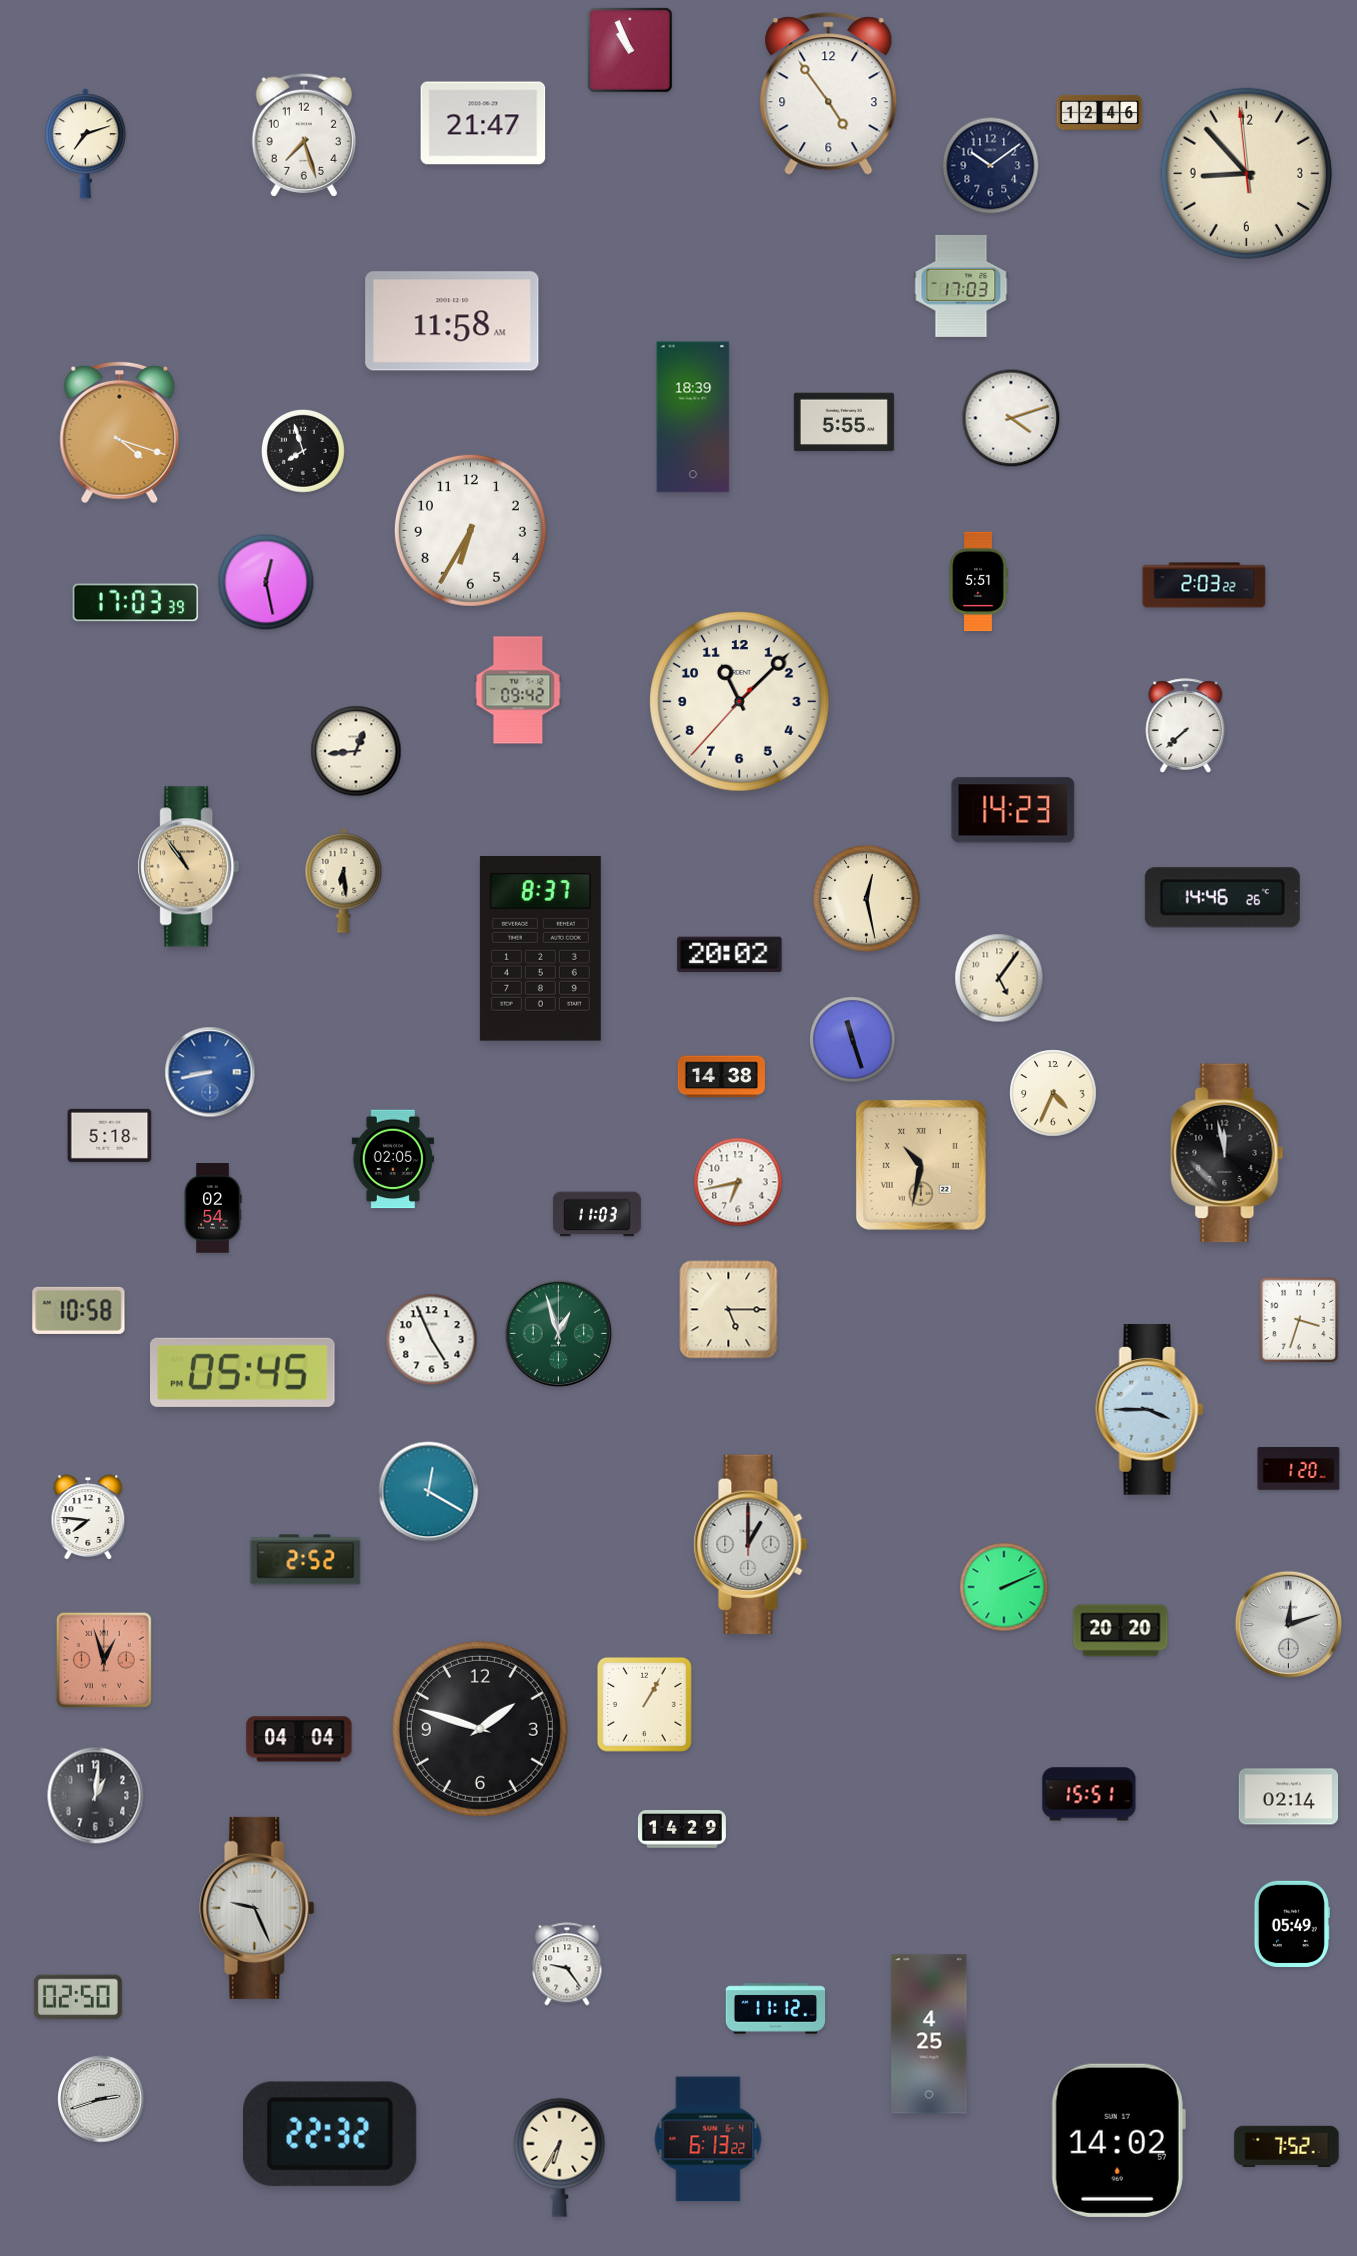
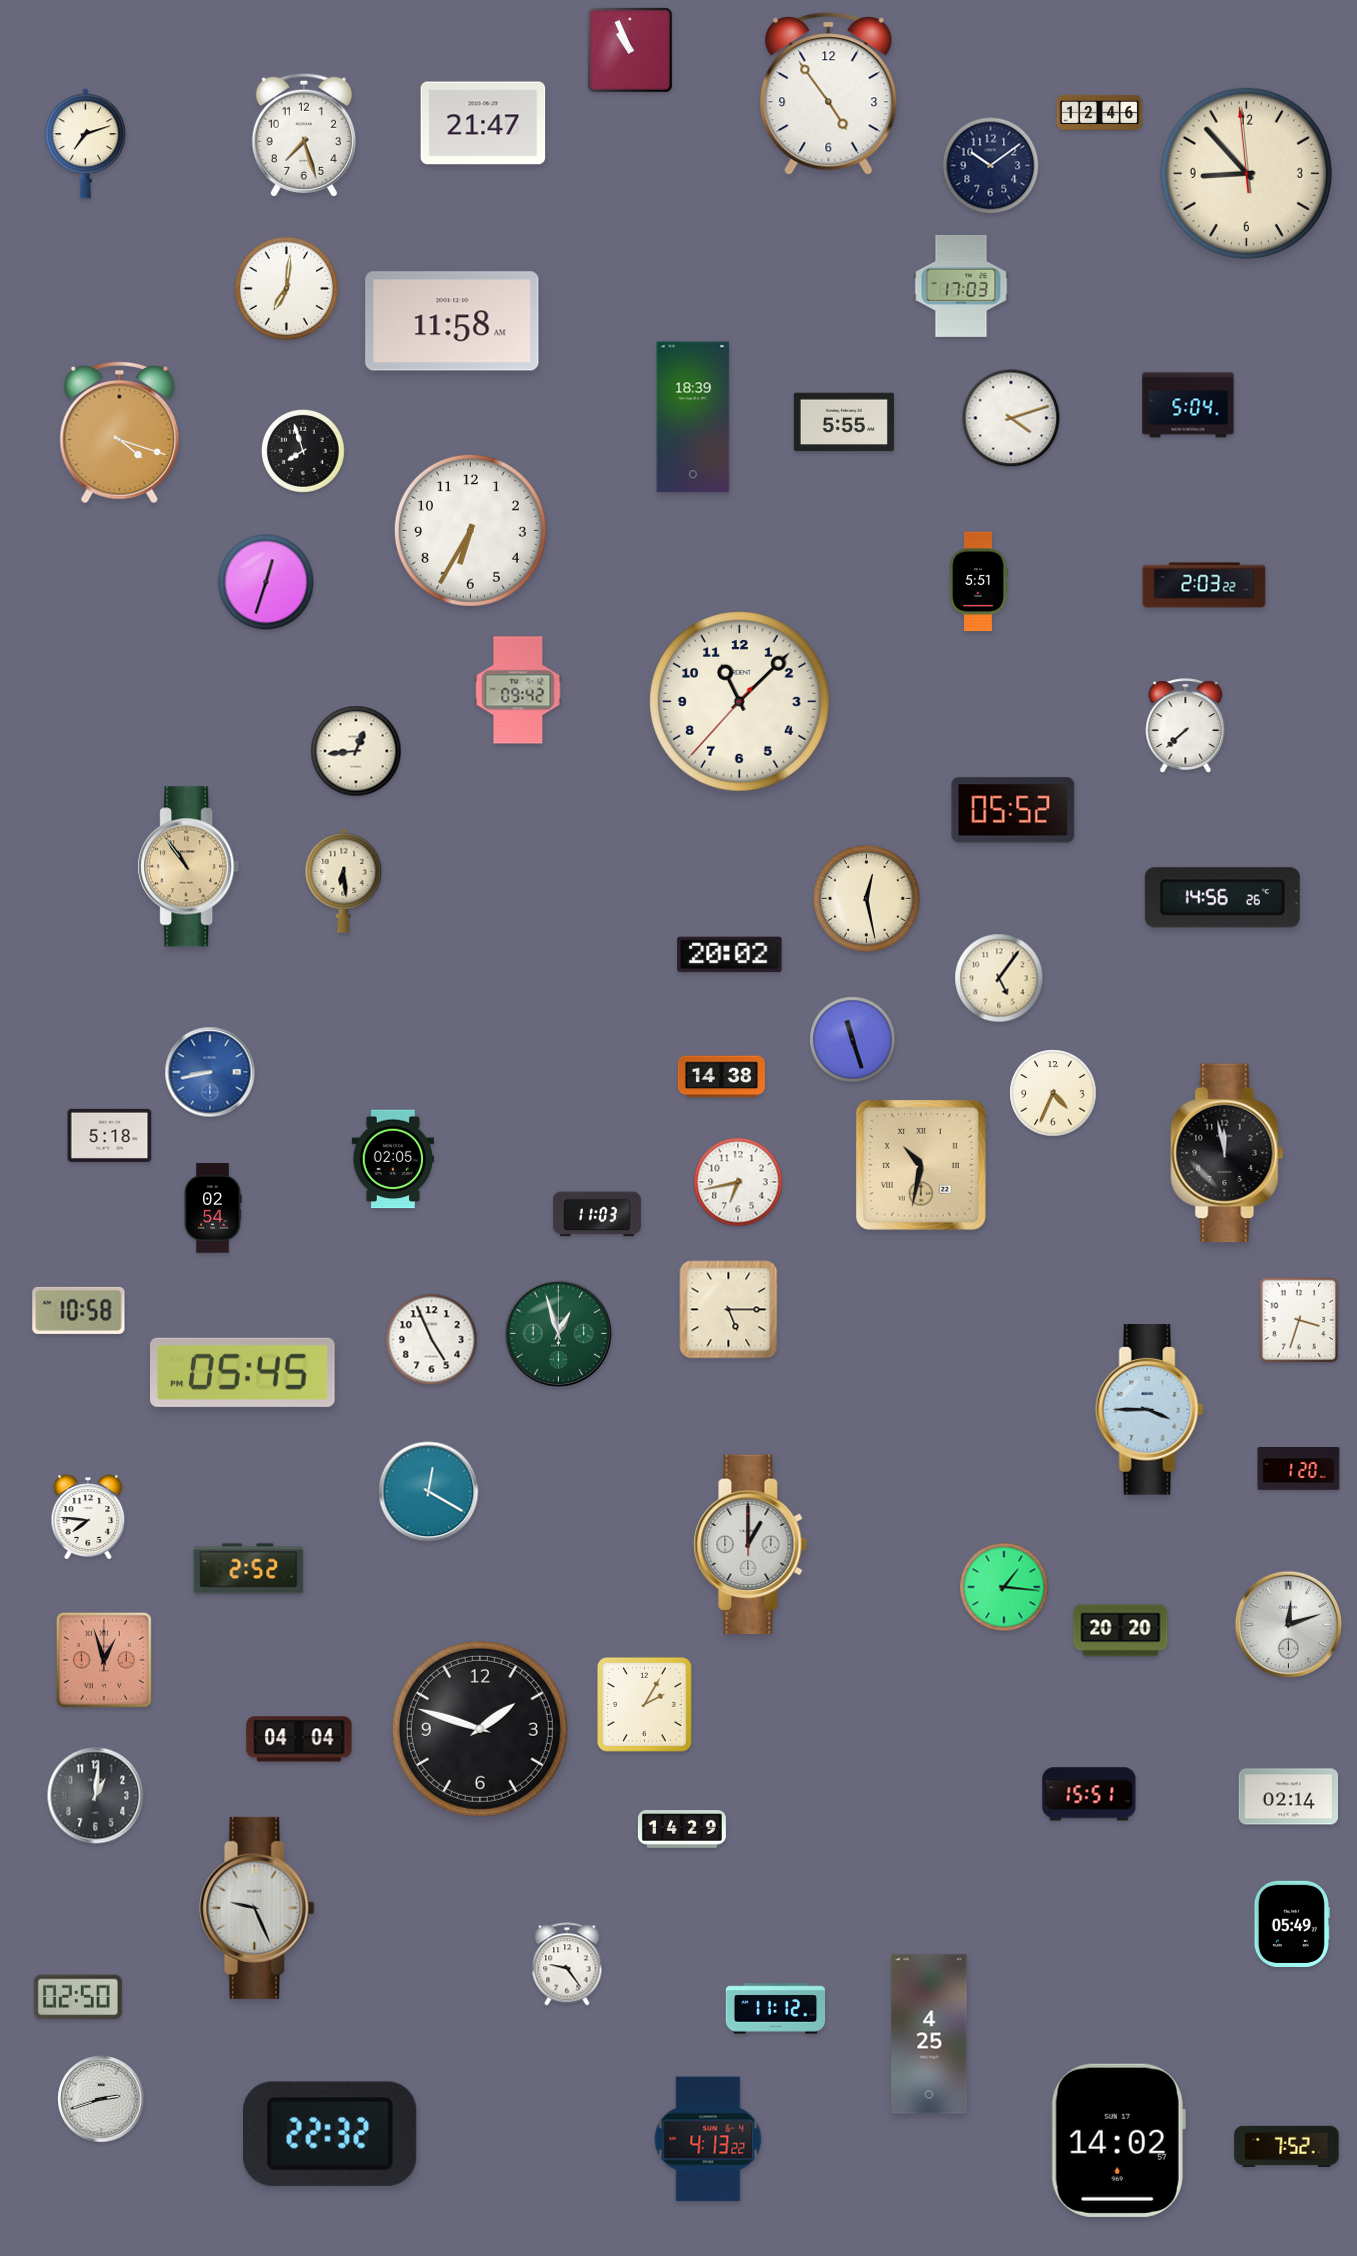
clock at (286, 288): none -> 7:01
clock at (1188, 405): none -> 5:04
clock at (266, 582): 12:28 -> 12:33
clock at (136, 603): 17:03 -> none
clock at (1013, 810): 14:23 -> 05:52
clock at (1222, 898): 14:46 -> 14:56
clock at (540, 949): 8:37 -> none
clock at (306, 1560) position: (306, 1560) -> (249, 1569)
clock at (1004, 1587): 2:11 -> 1:16
clock at (644, 1704): 1:05 -> 2:05
clock at (708, 2139): 6:13 -> 4:13
clock at (560, 2157): 6:35 -> none
